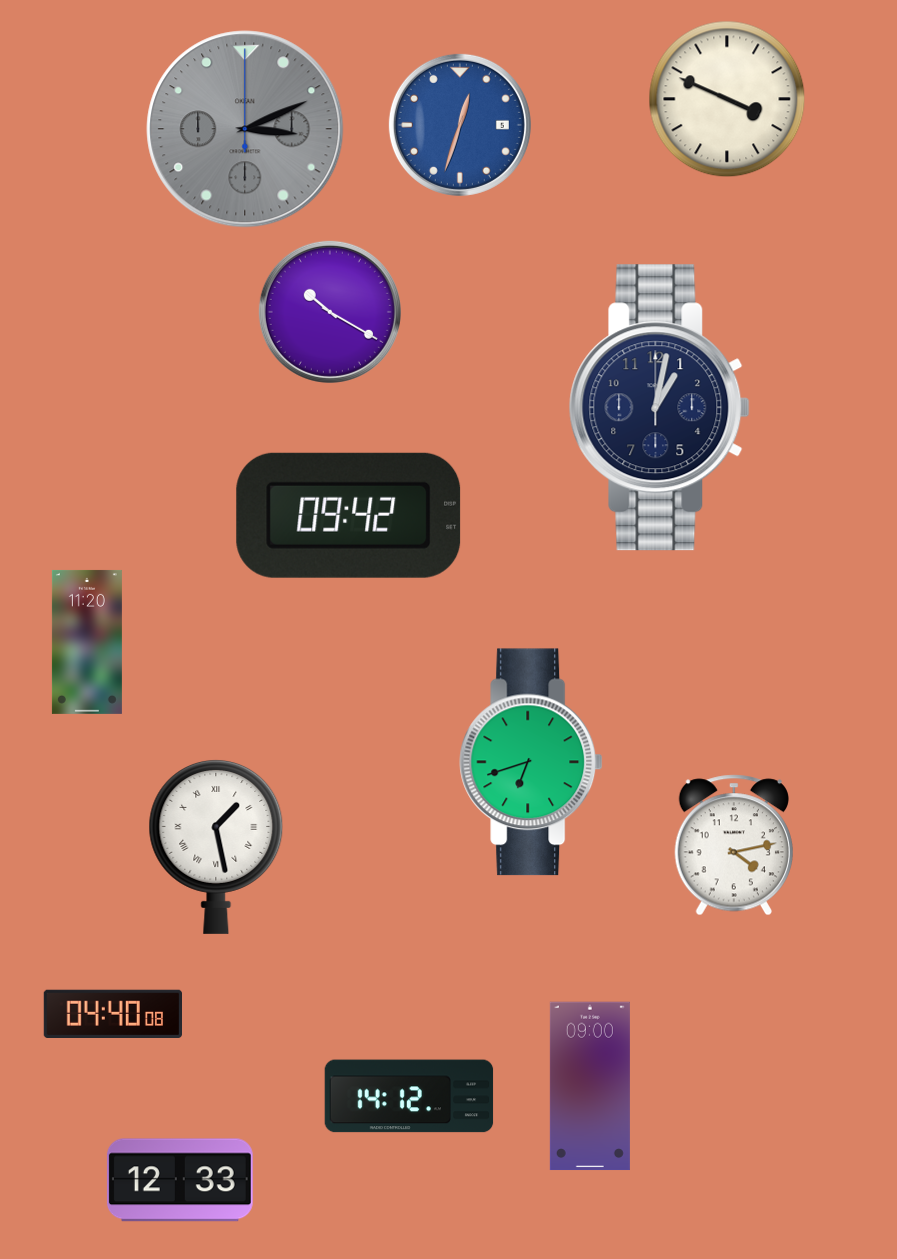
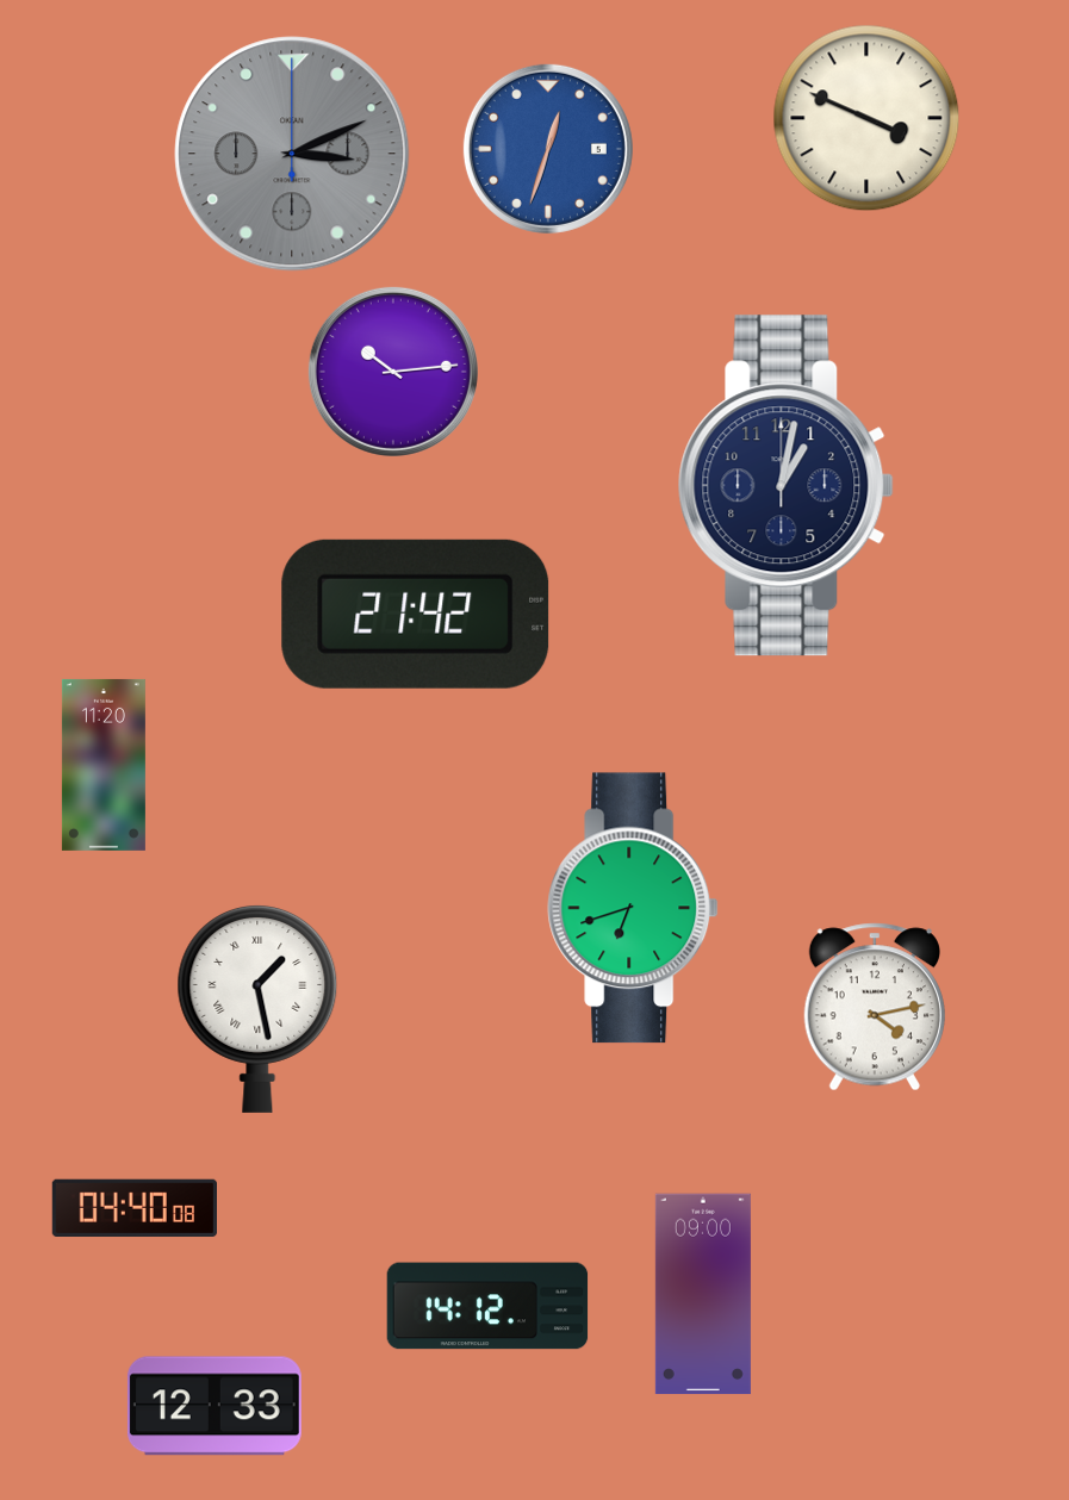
clock at (330, 312): 10:20 -> 10:14
clock at (349, 515): 09:42 -> 21:42
